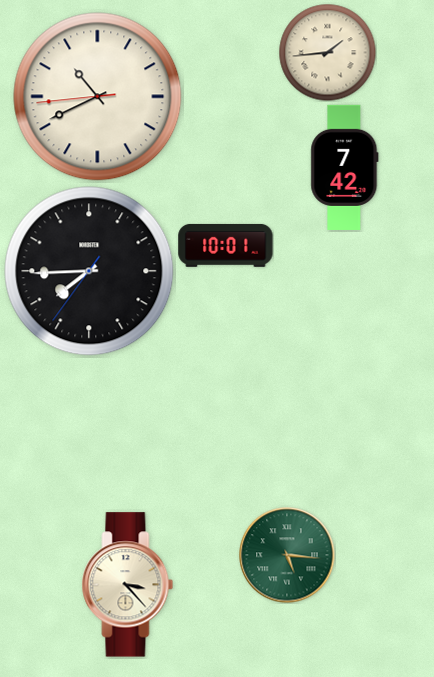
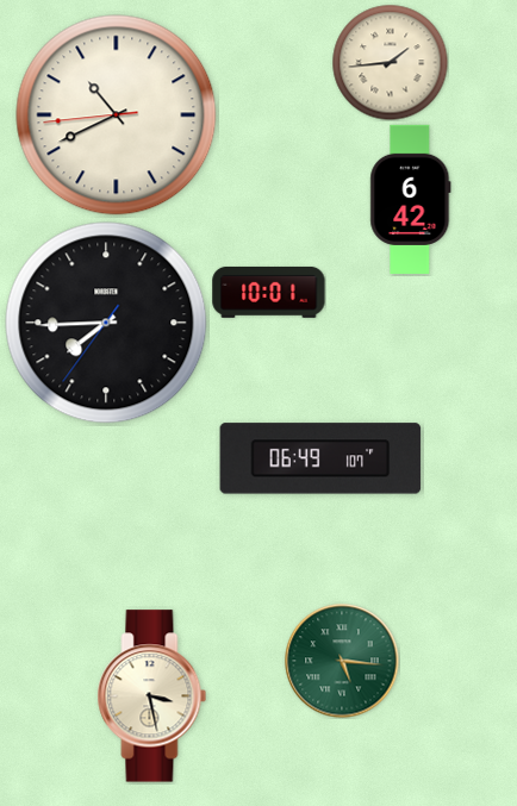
clock at (345, 167): 7:42 -> 6:42
clock at (320, 458): none -> 06:49
clock at (128, 585): 3:23 -> 3:28
